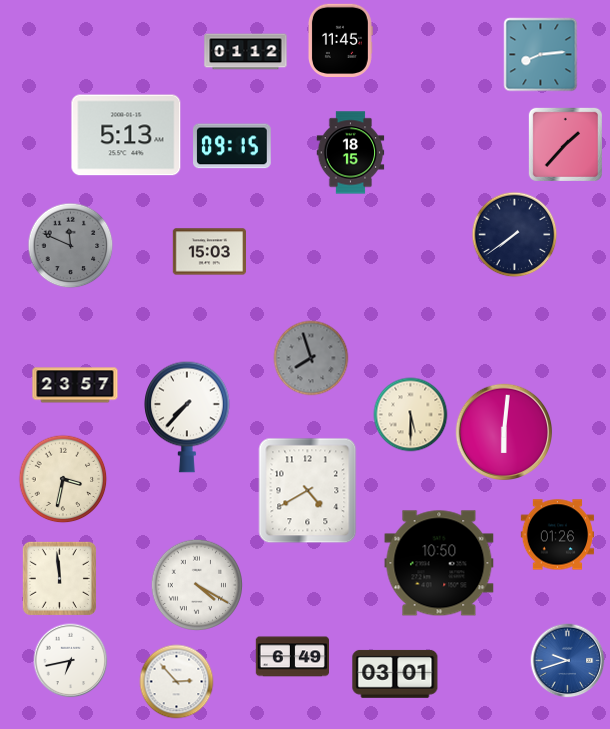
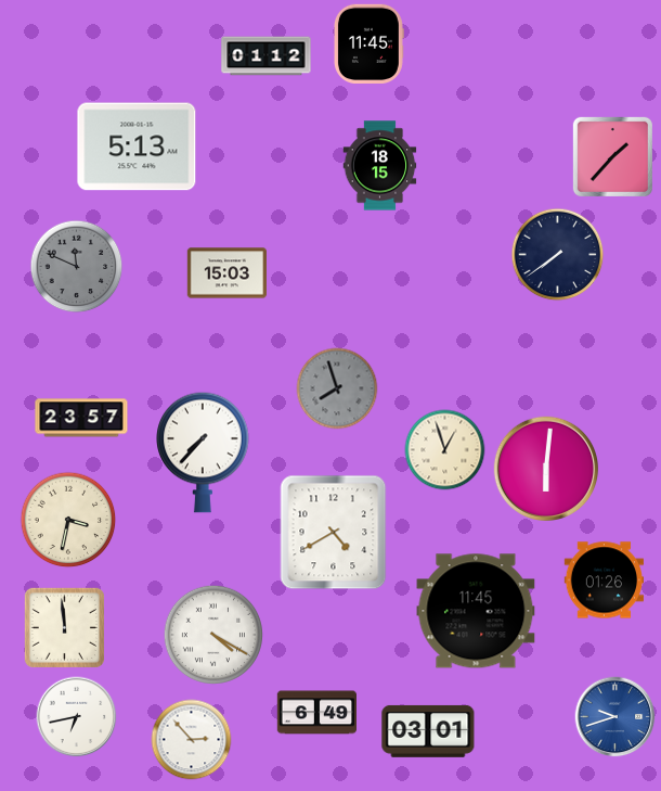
clock at (541, 55): 8:14 -> none
clock at (233, 146): 09:15 -> none
clock at (411, 415): 5:30 -> 12:57
clock at (439, 563): 10:50 -> 11:45
